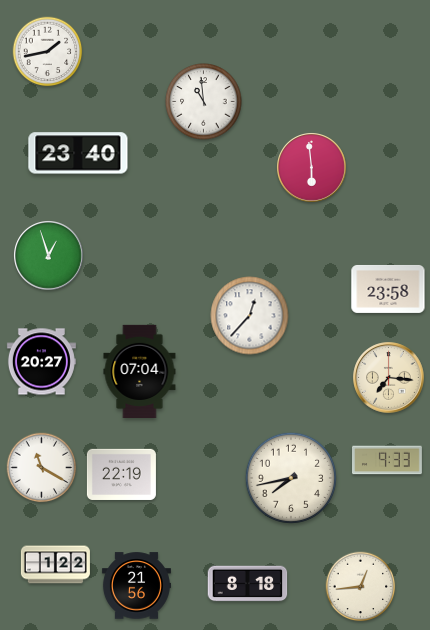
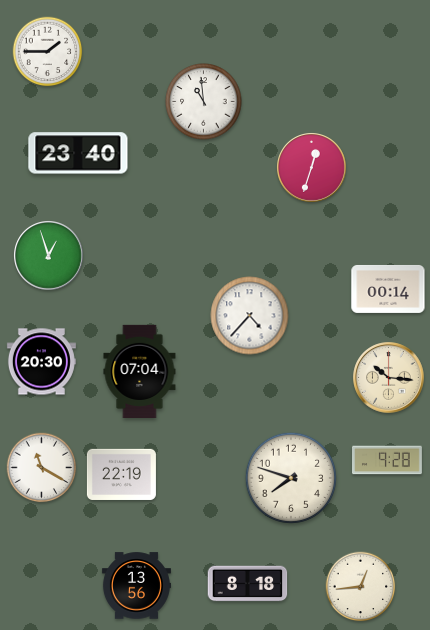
clock at (48, 52): 1:43 -> 1:45
clock at (312, 168): 5:59 -> 12:33
clock at (388, 289): 23:58 -> 00:14
clock at (250, 316): 12:37 -> 4:37
clock at (41, 362): 20:27 -> 20:30
clock at (389, 378): 7:16 -> 10:16
clock at (388, 460): 9:33 -> 9:28
clock at (290, 477): 7:43 -> 7:48
clock at (55, 565): 1:22 -> none
clock at (136, 586): 21:56 -> 13:56
